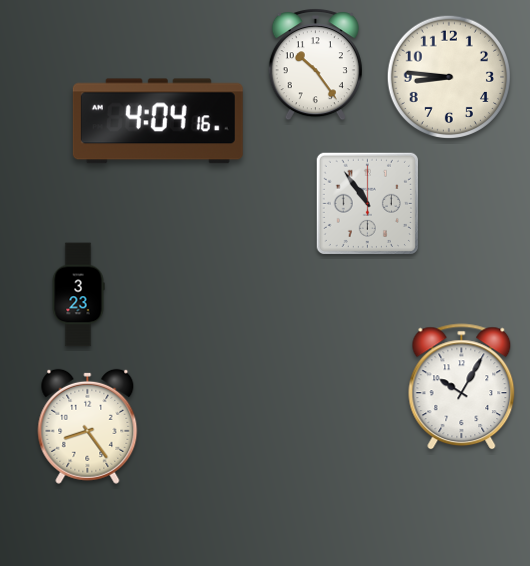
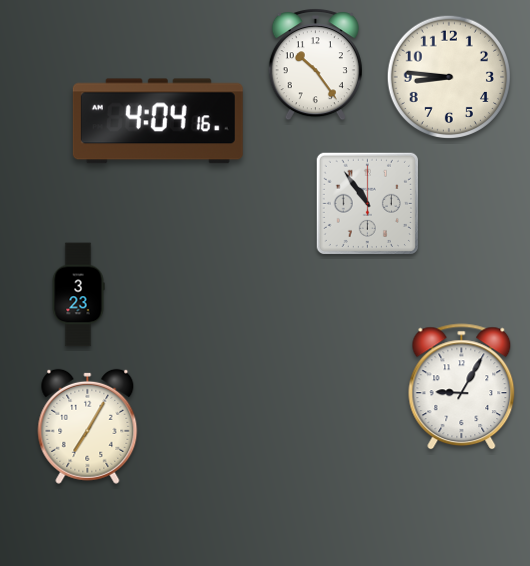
clock at (462, 387): 10:05 -> 9:05
clock at (88, 426): 8:24 -> 7:05
